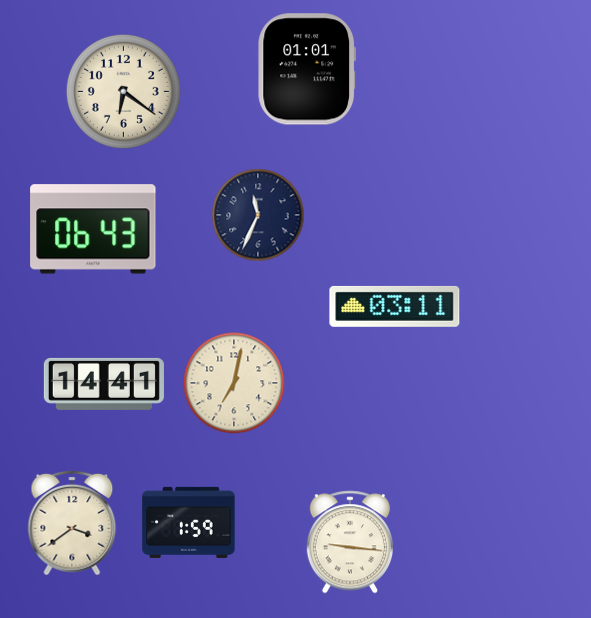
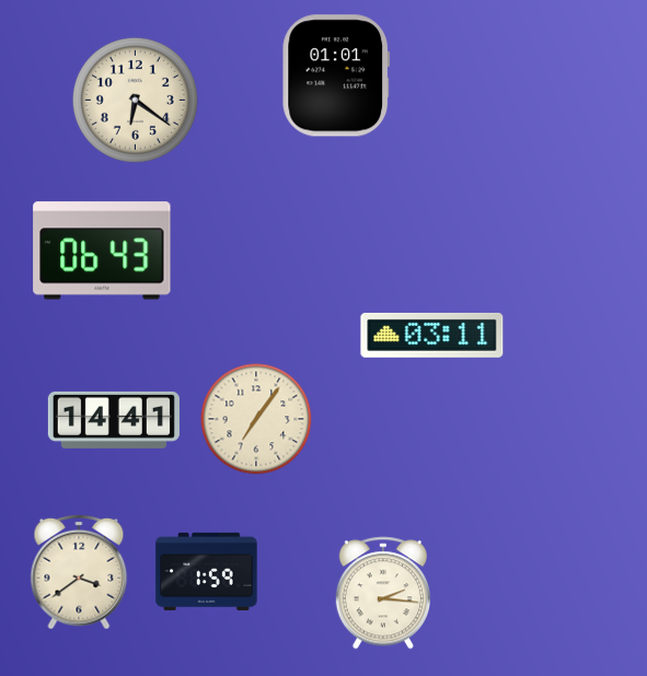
clock at (258, 215): 11:34 -> none
clock at (234, 383): 7:02 -> 7:06
clock at (350, 542): 9:16 -> 2:16
